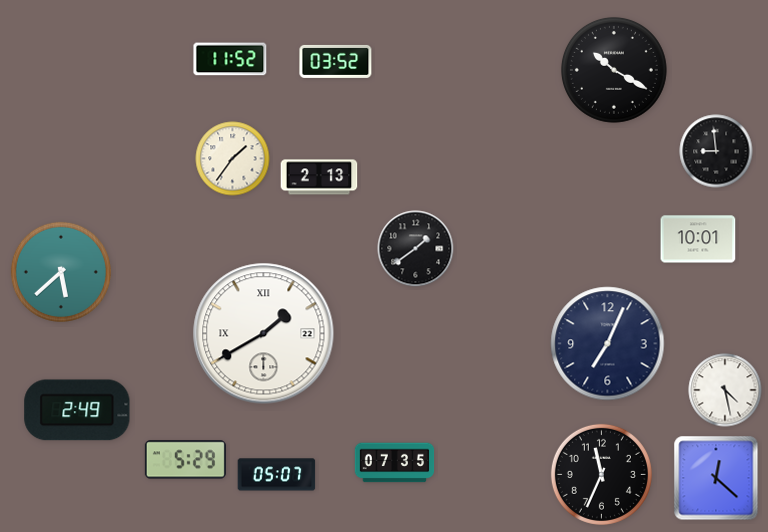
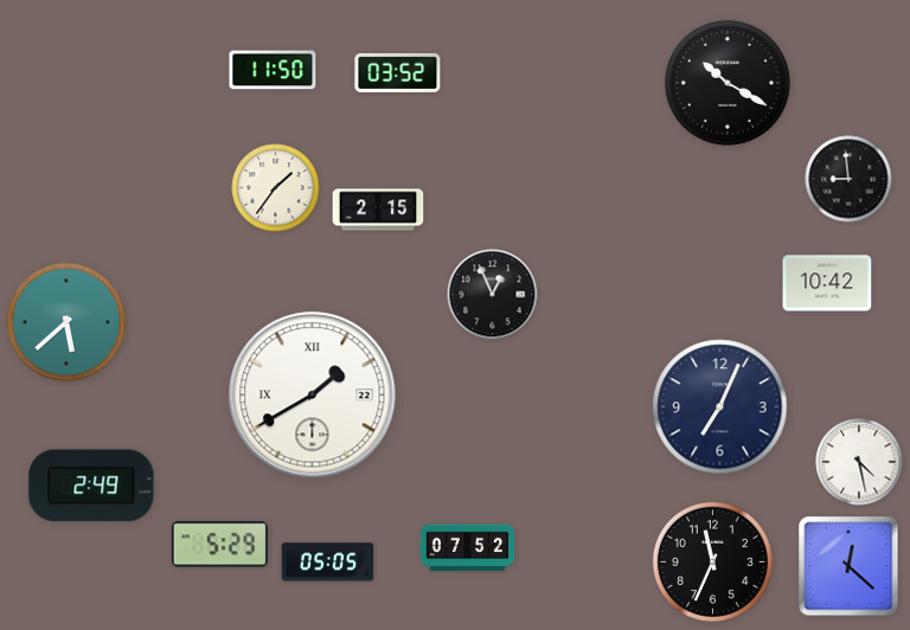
clock at (230, 59): 11:52 -> 11:50
clock at (319, 177): 2:13 -> 2:15
clock at (698, 239): 10:01 -> 10:42
clock at (416, 249): 1:39 -> 12:56
clock at (61, 272) position: (61, 272) -> (66, 322)
clock at (395, 463): 07:35 -> 07:52
clock at (277, 475): 05:07 -> 05:05
